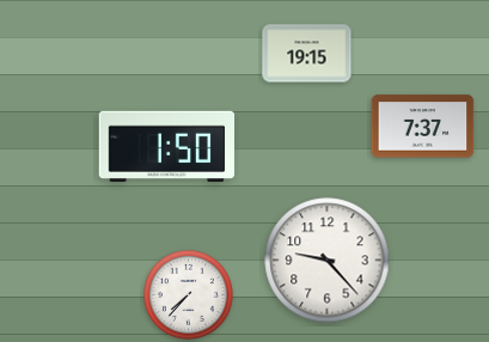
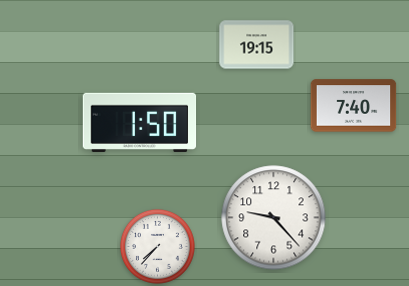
clock at (423, 127): 7:37 -> 7:40
